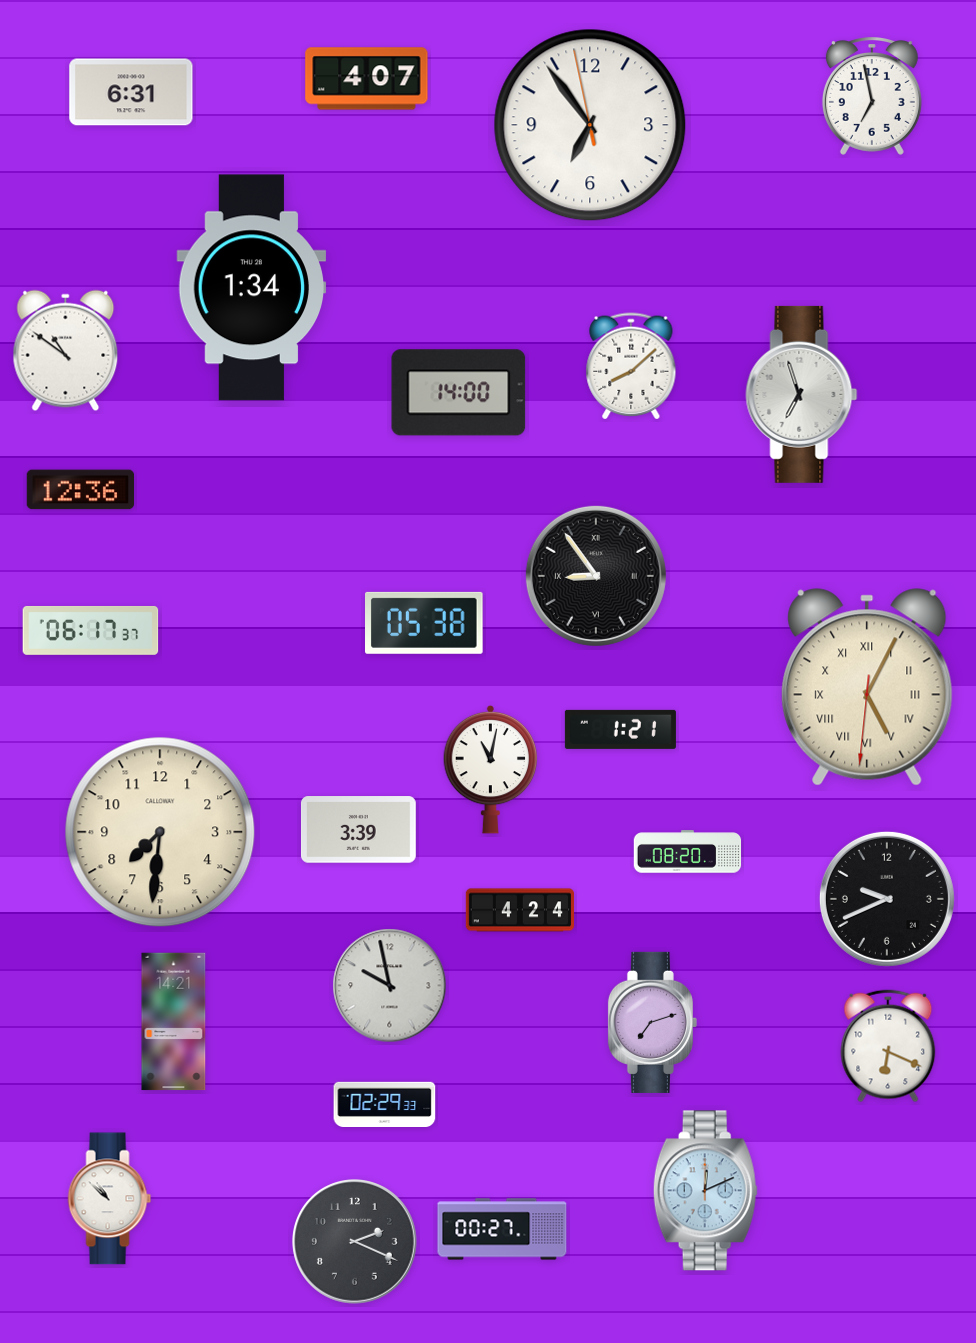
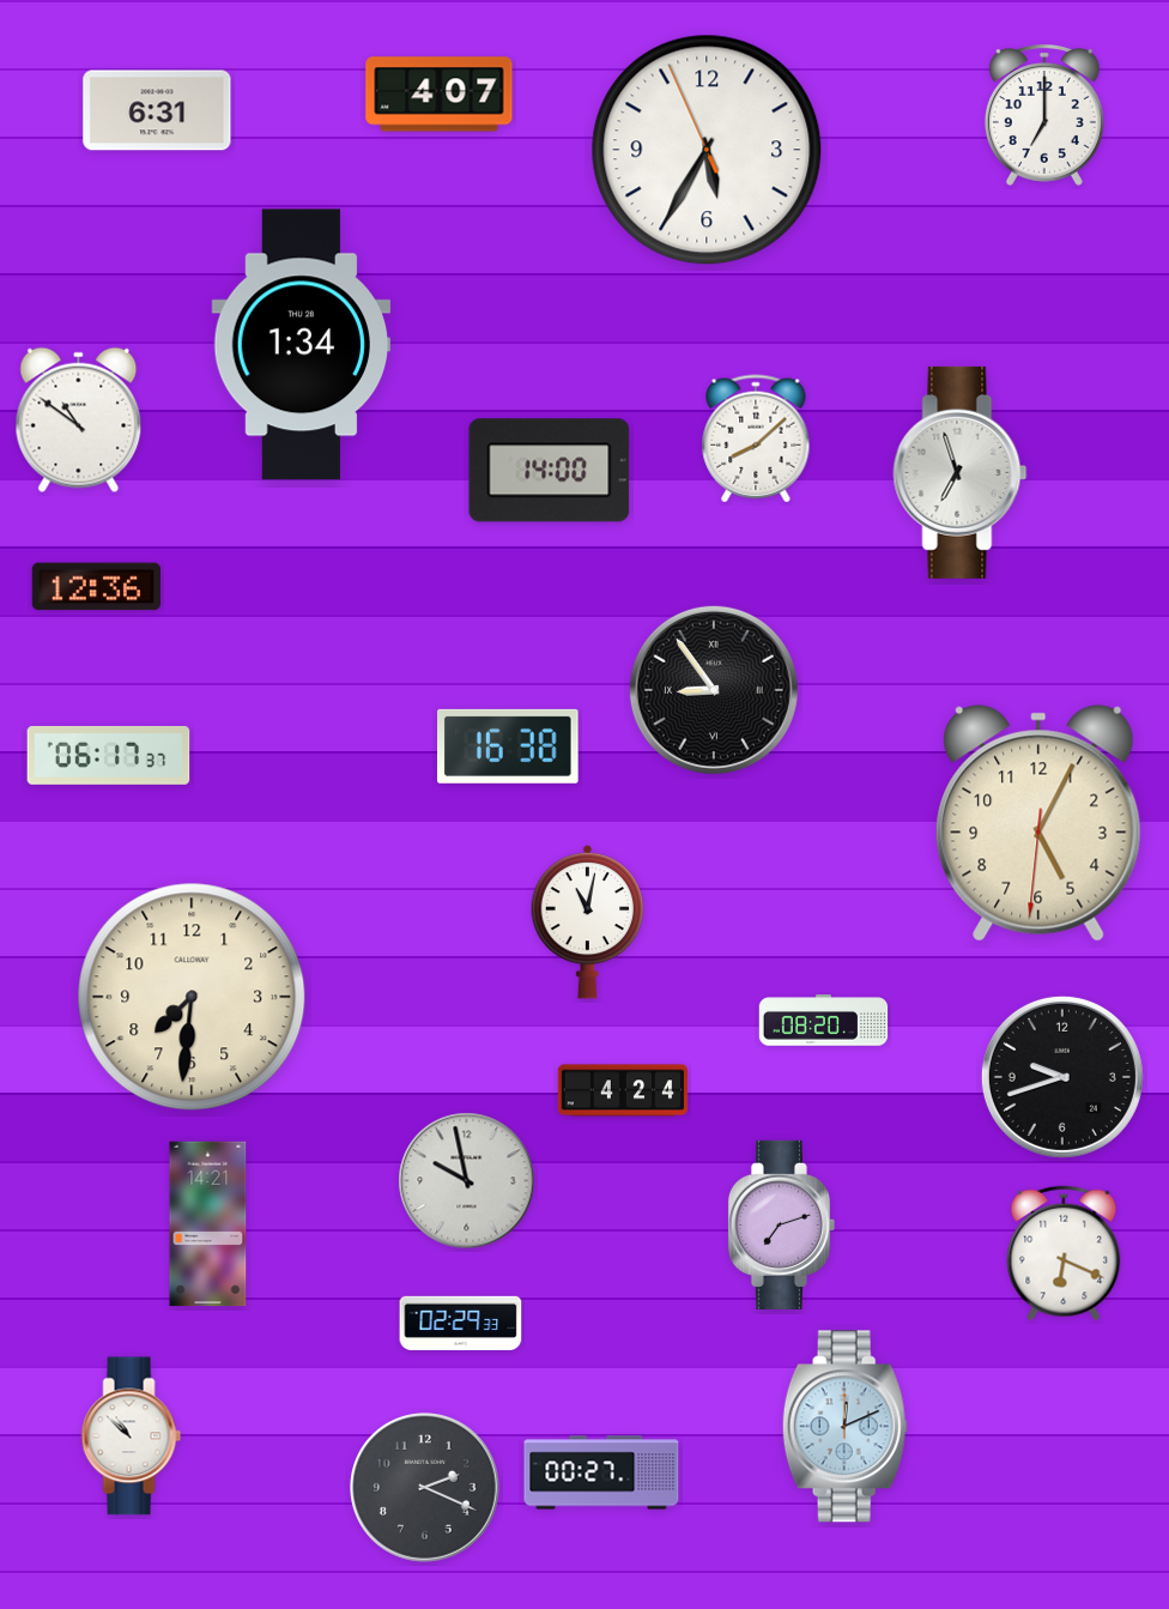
clock at (872, 97): 6:58 -> 7:00
clock at (590, 125): 6:53 -> 5:34
clock at (425, 623): 05:38 -> 16:38
clock at (867, 687) numerals: Roman -> Arabic
clock at (620, 729): 1:21 -> none
clock at (359, 830): 3:39 -> none
clock at (887, 899): 9:41 -> 9:42
